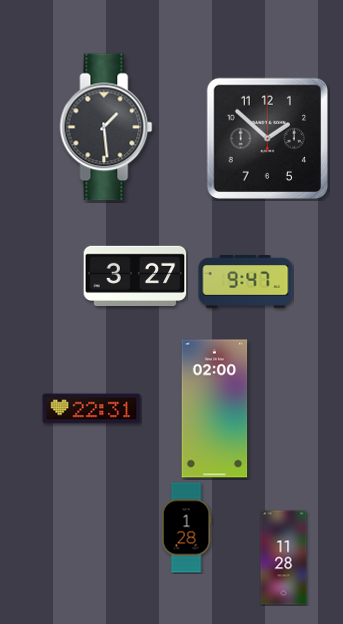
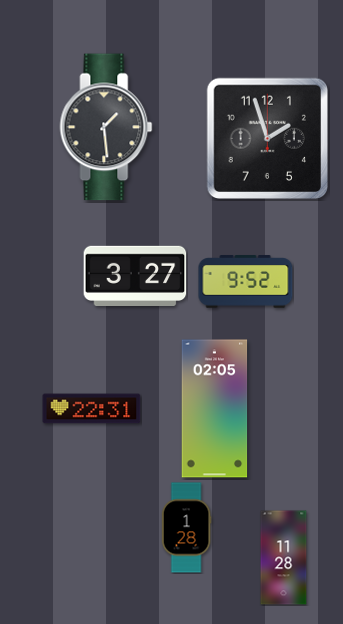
clock at (267, 138): 1:52 -> 1:57
clock at (246, 282): 9:47 -> 9:52
clock at (215, 409): 02:00 -> 02:05
